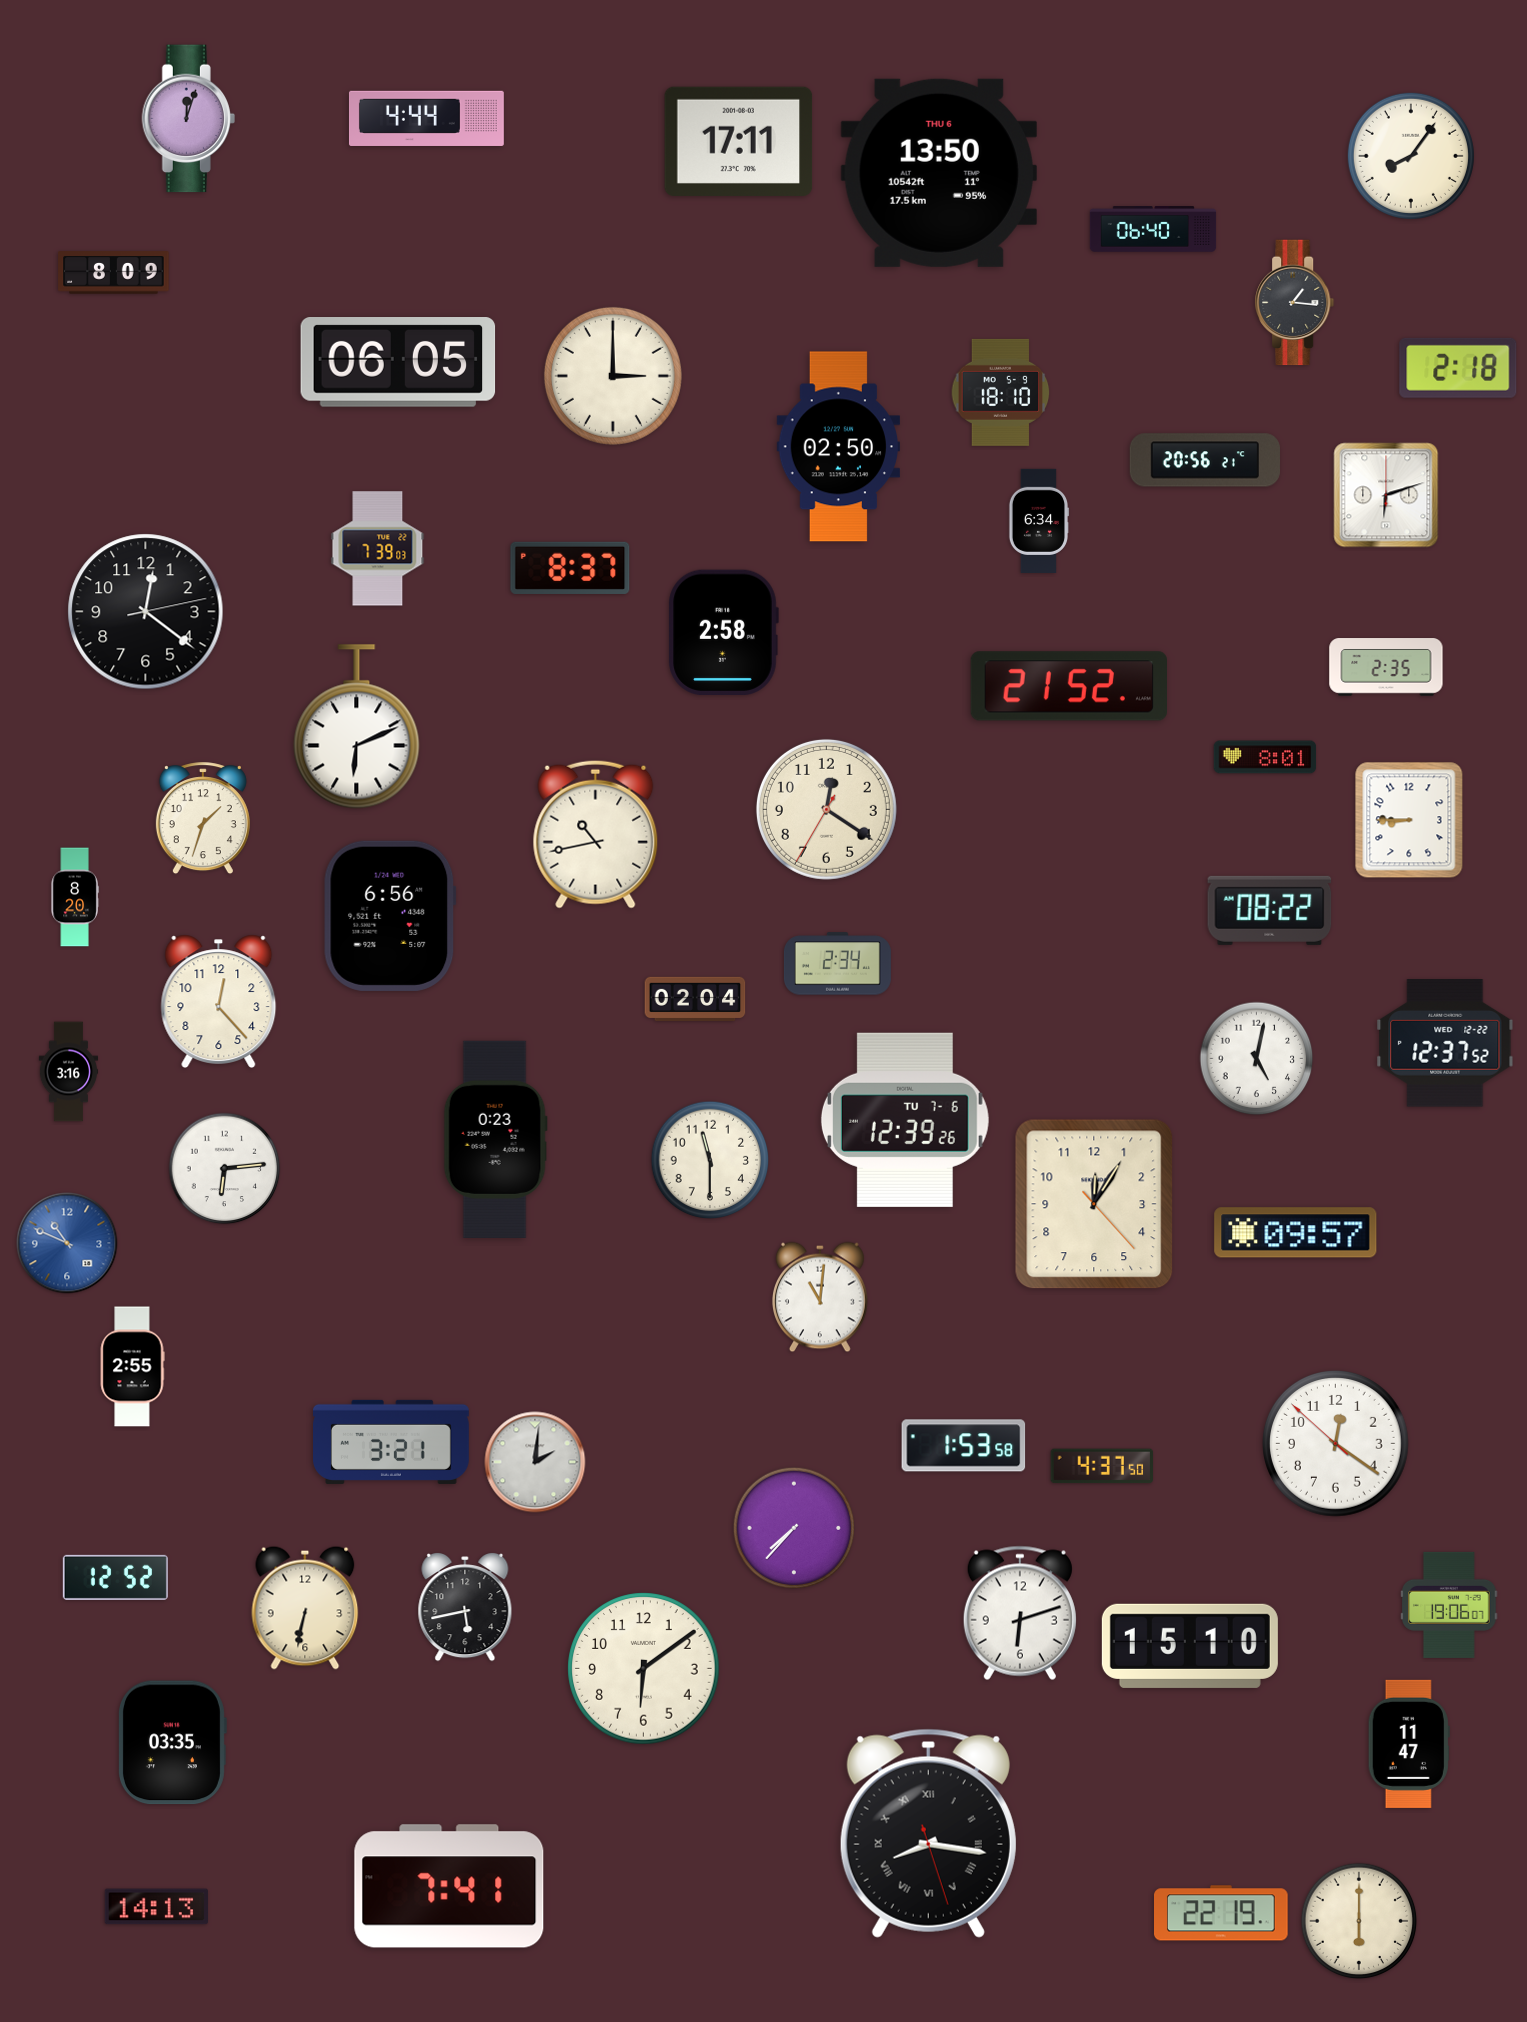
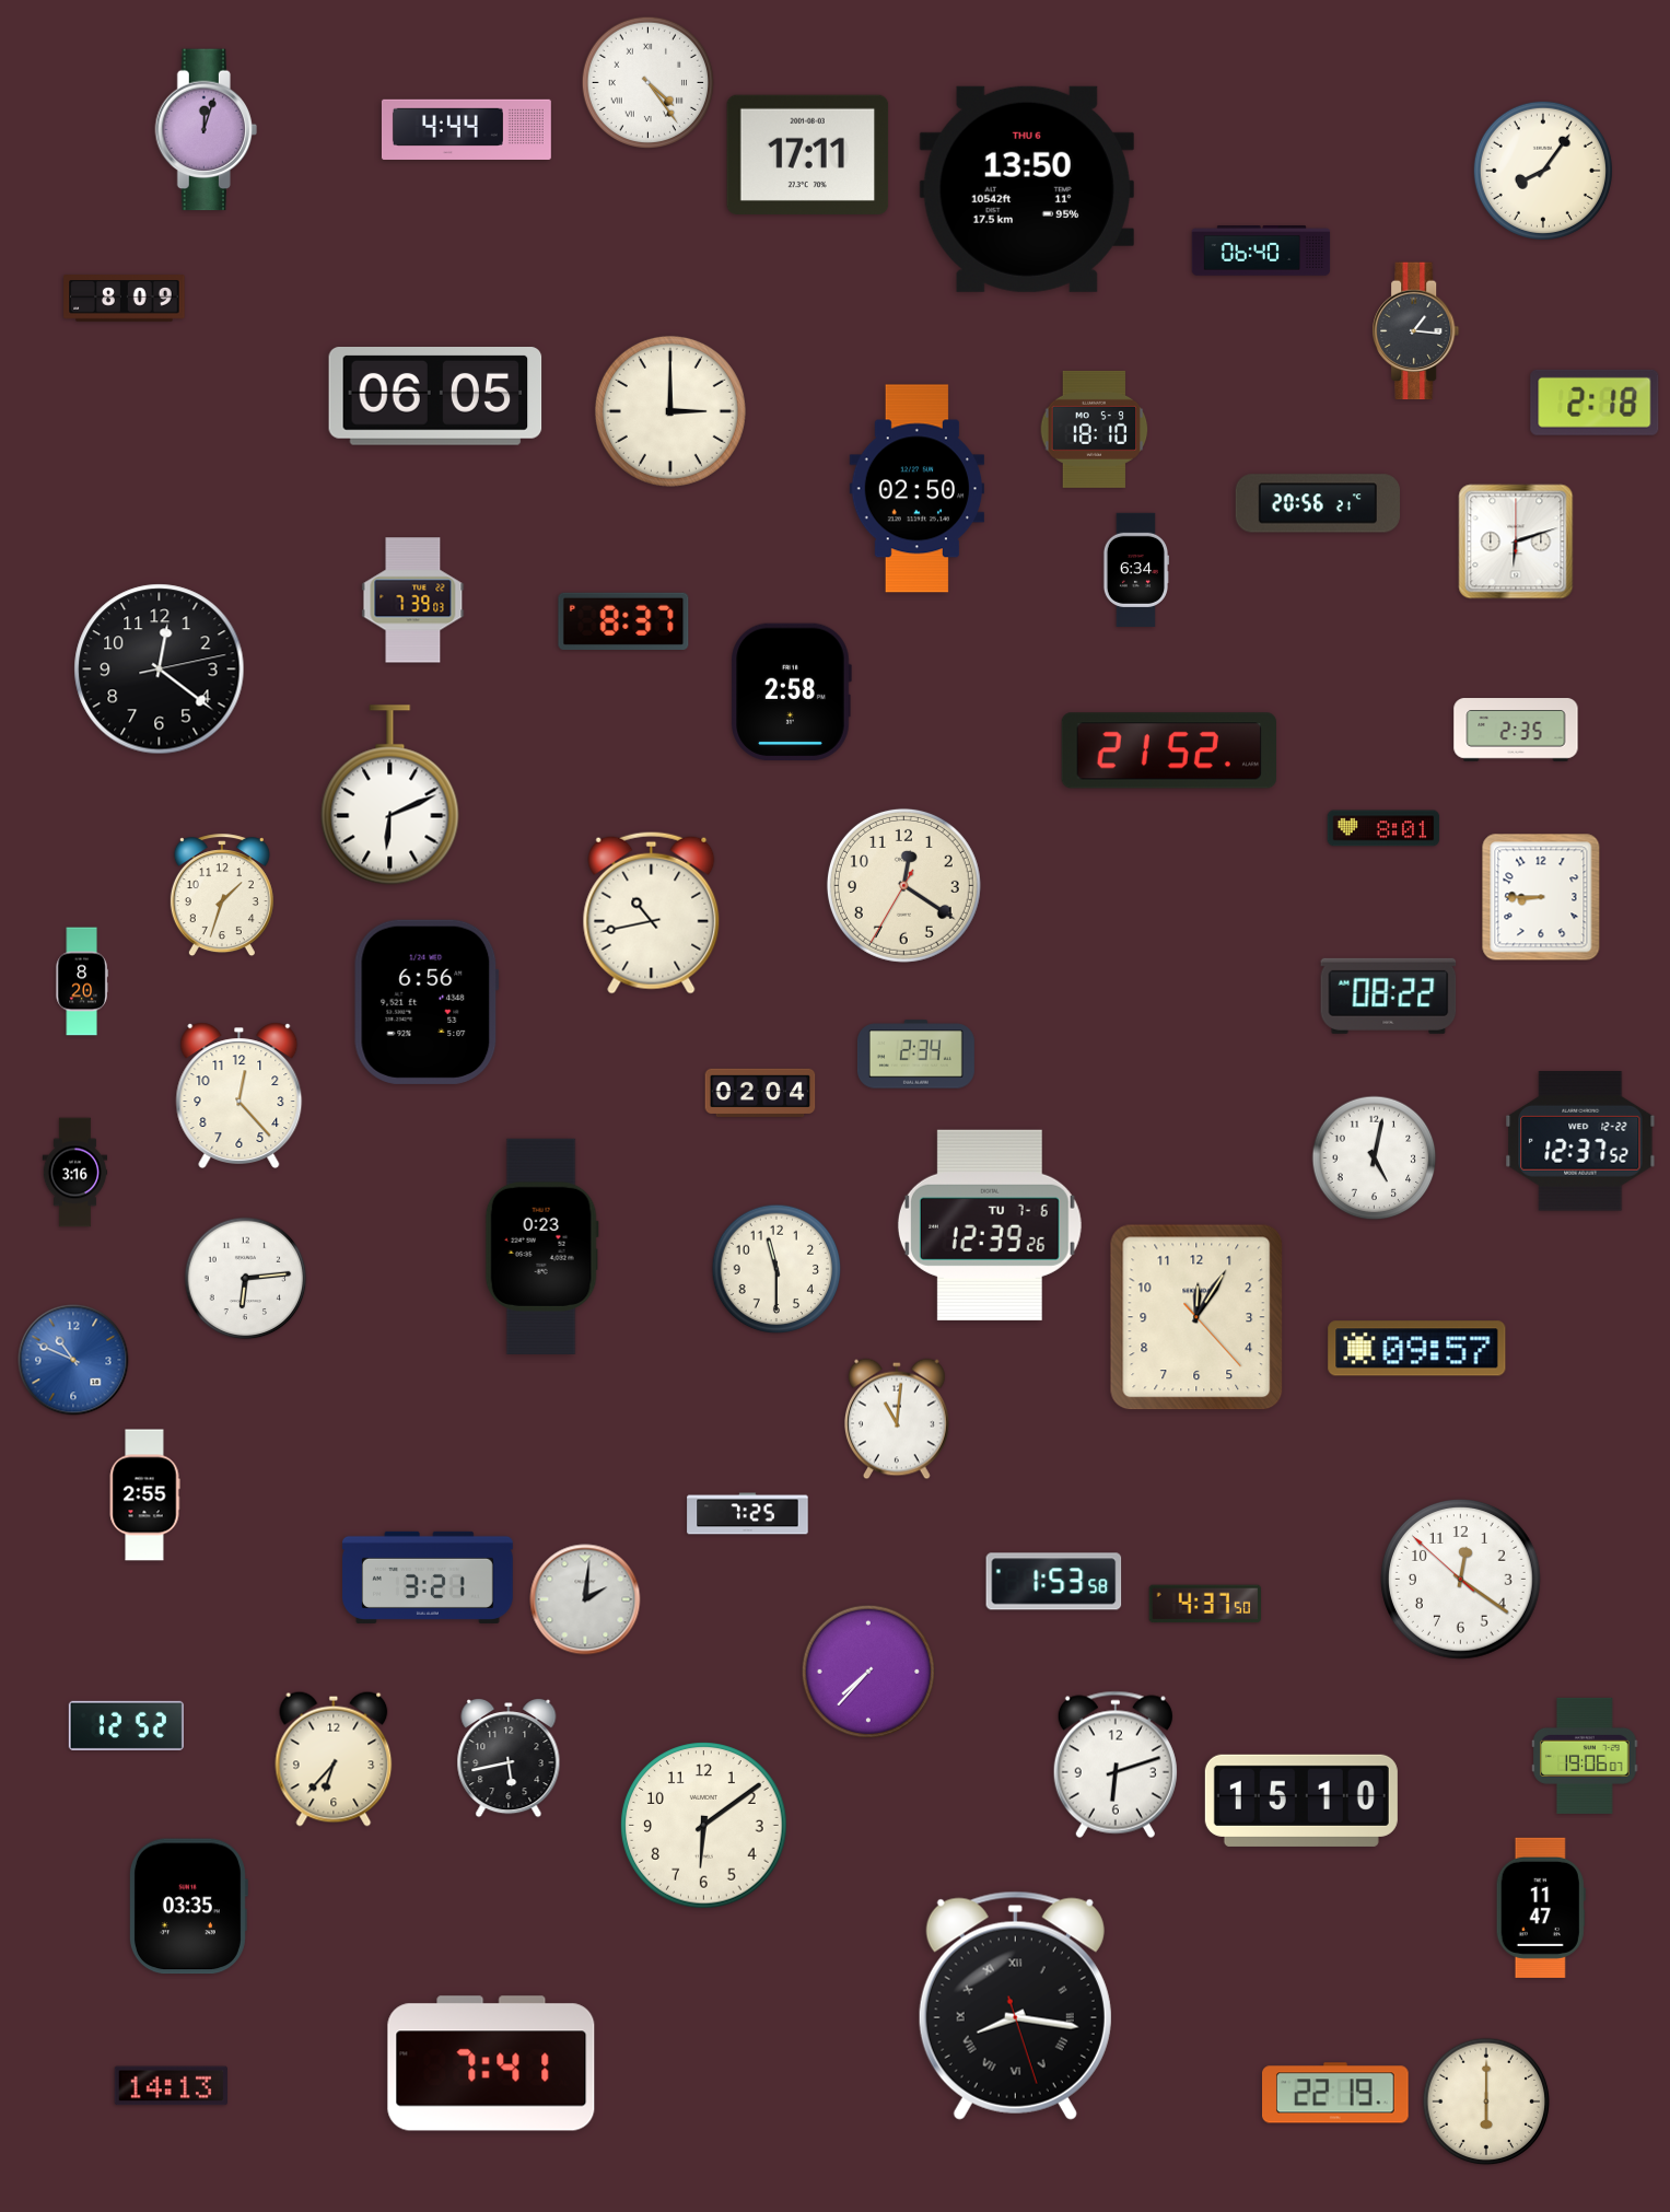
clock at (647, 82): none -> 4:24
clock at (748, 1514): none -> 7:25
clock at (305, 1608): 6:32 -> 6:37
